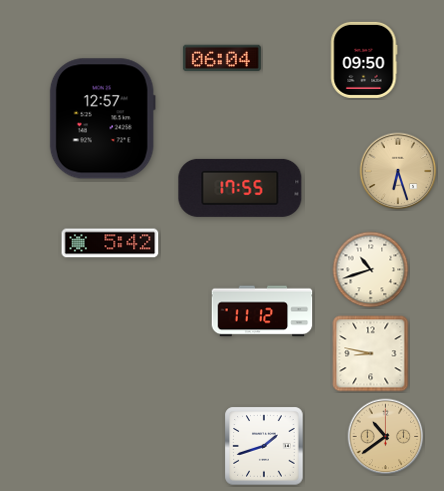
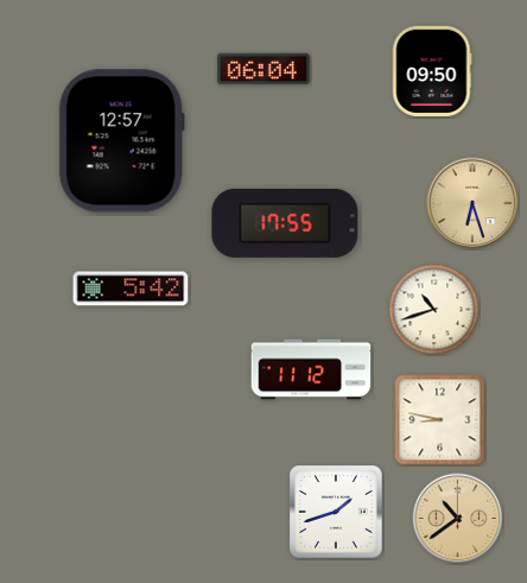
clock at (371, 270) position: (371, 270) -> (434, 310)
clock at (264, 446) position: (264, 446) -> (336, 512)
